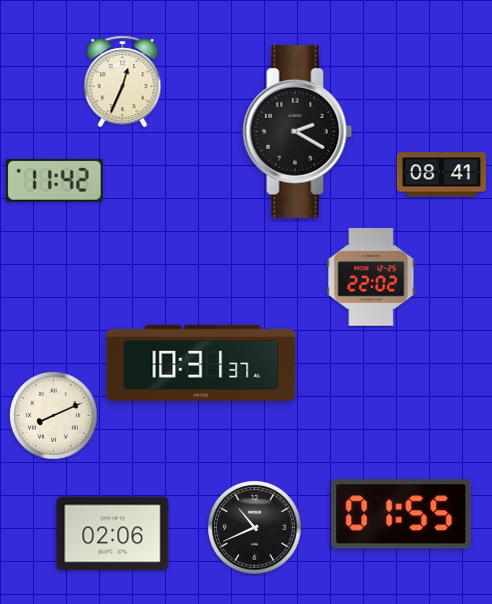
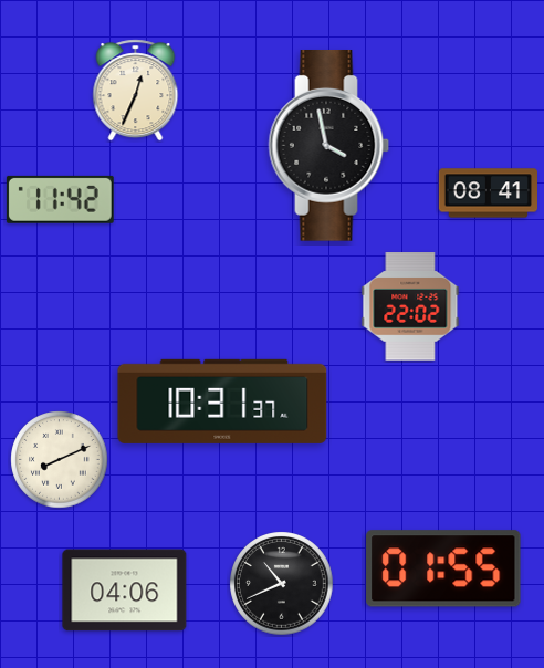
clock at (298, 132): 2:20 -> 3:58
clock at (113, 534): 02:06 -> 04:06
